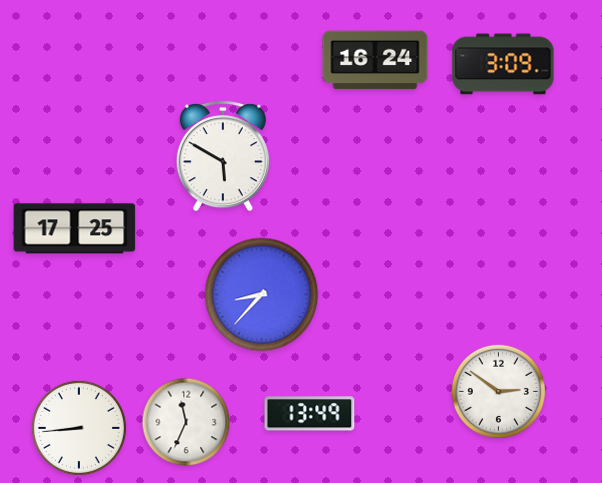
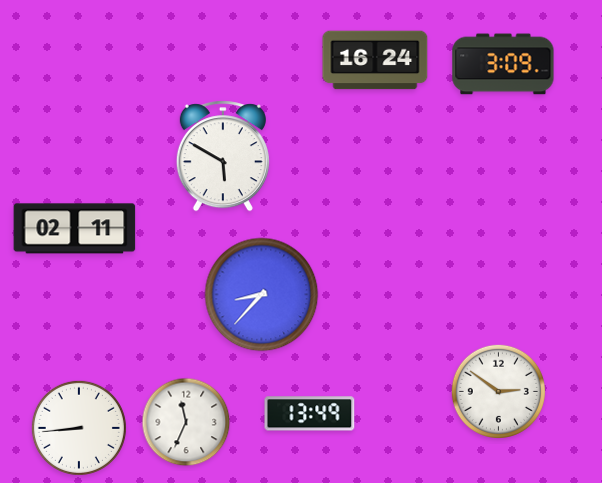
clock at (75, 229): 17:25 -> 02:11
